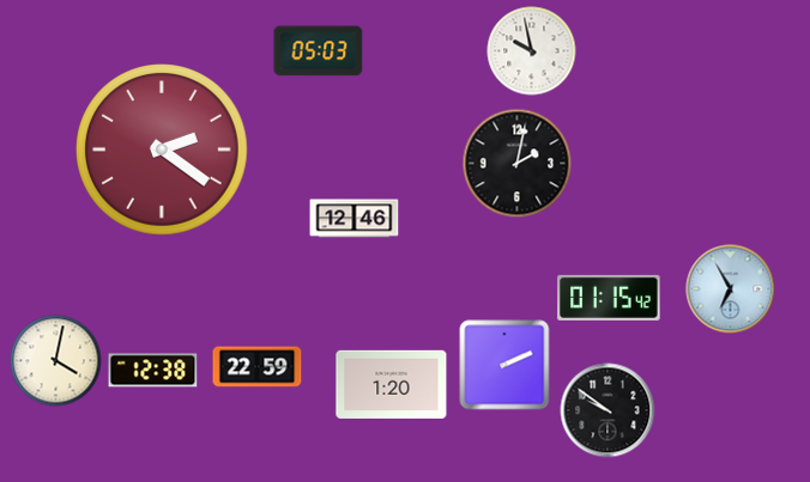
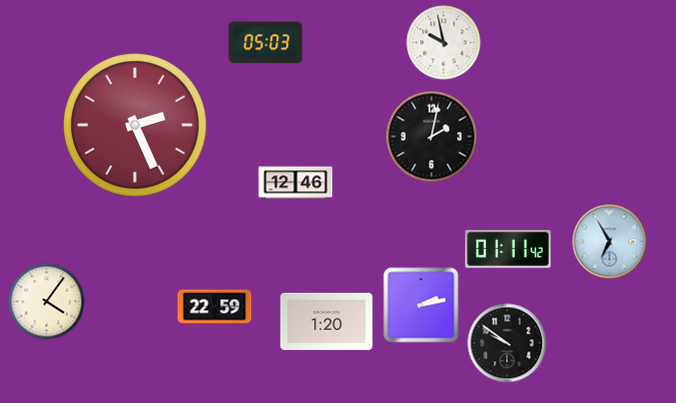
clock at (162, 150): 2:21 -> 2:26
clock at (609, 298): 01:15 -> 01:11
clock at (56, 361): 4:02 -> 4:06
clock at (504, 365): 2:11 -> 2:13
clock at (153, 371): 12:38 -> none
